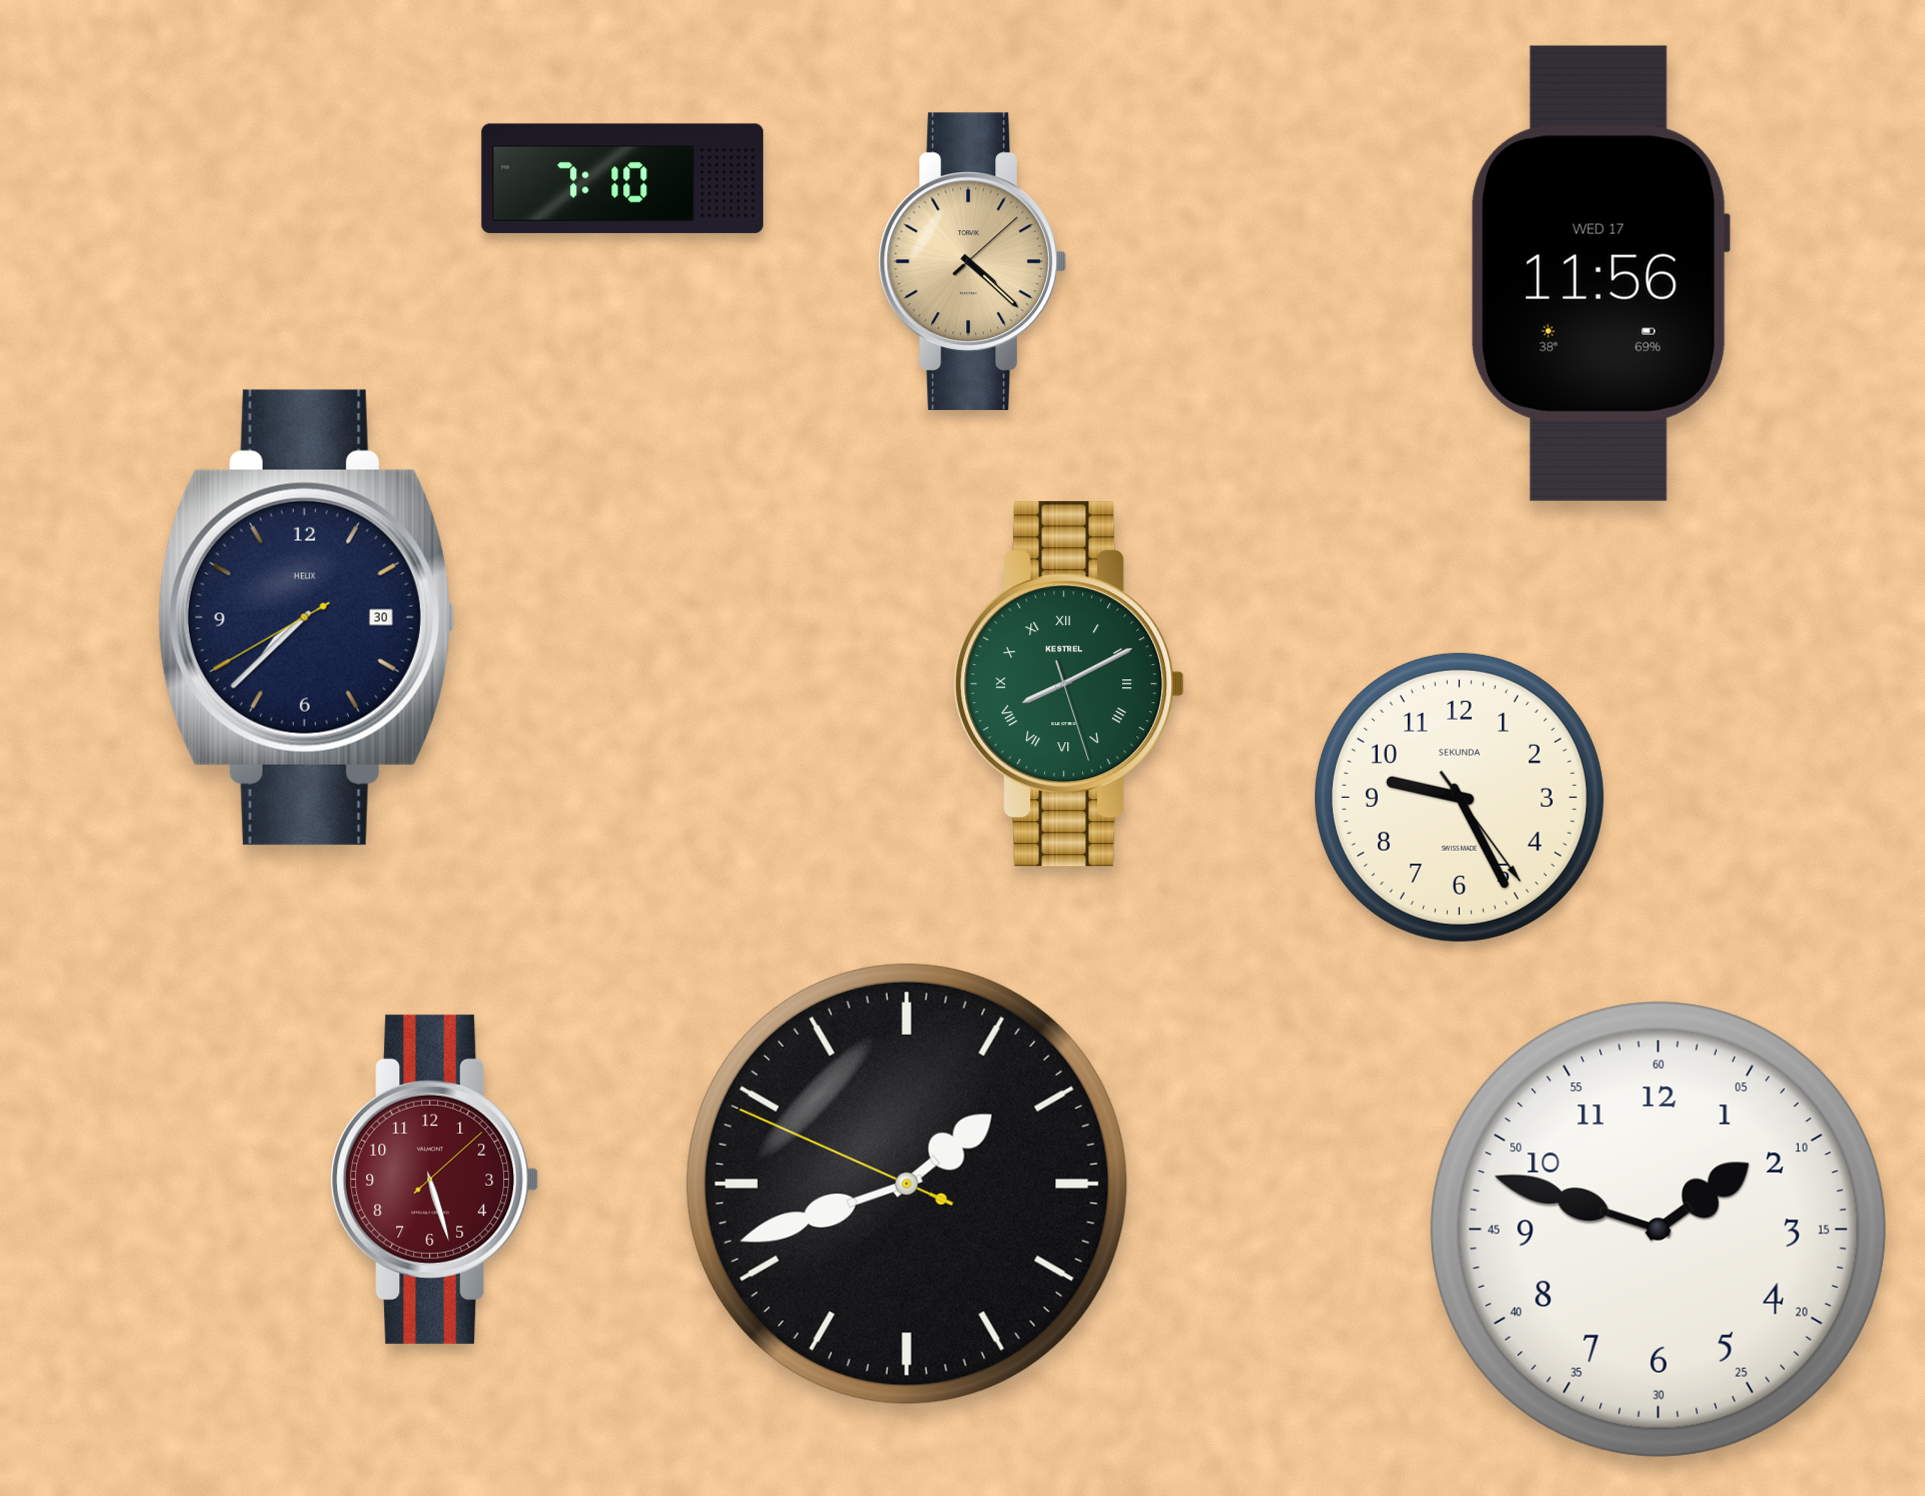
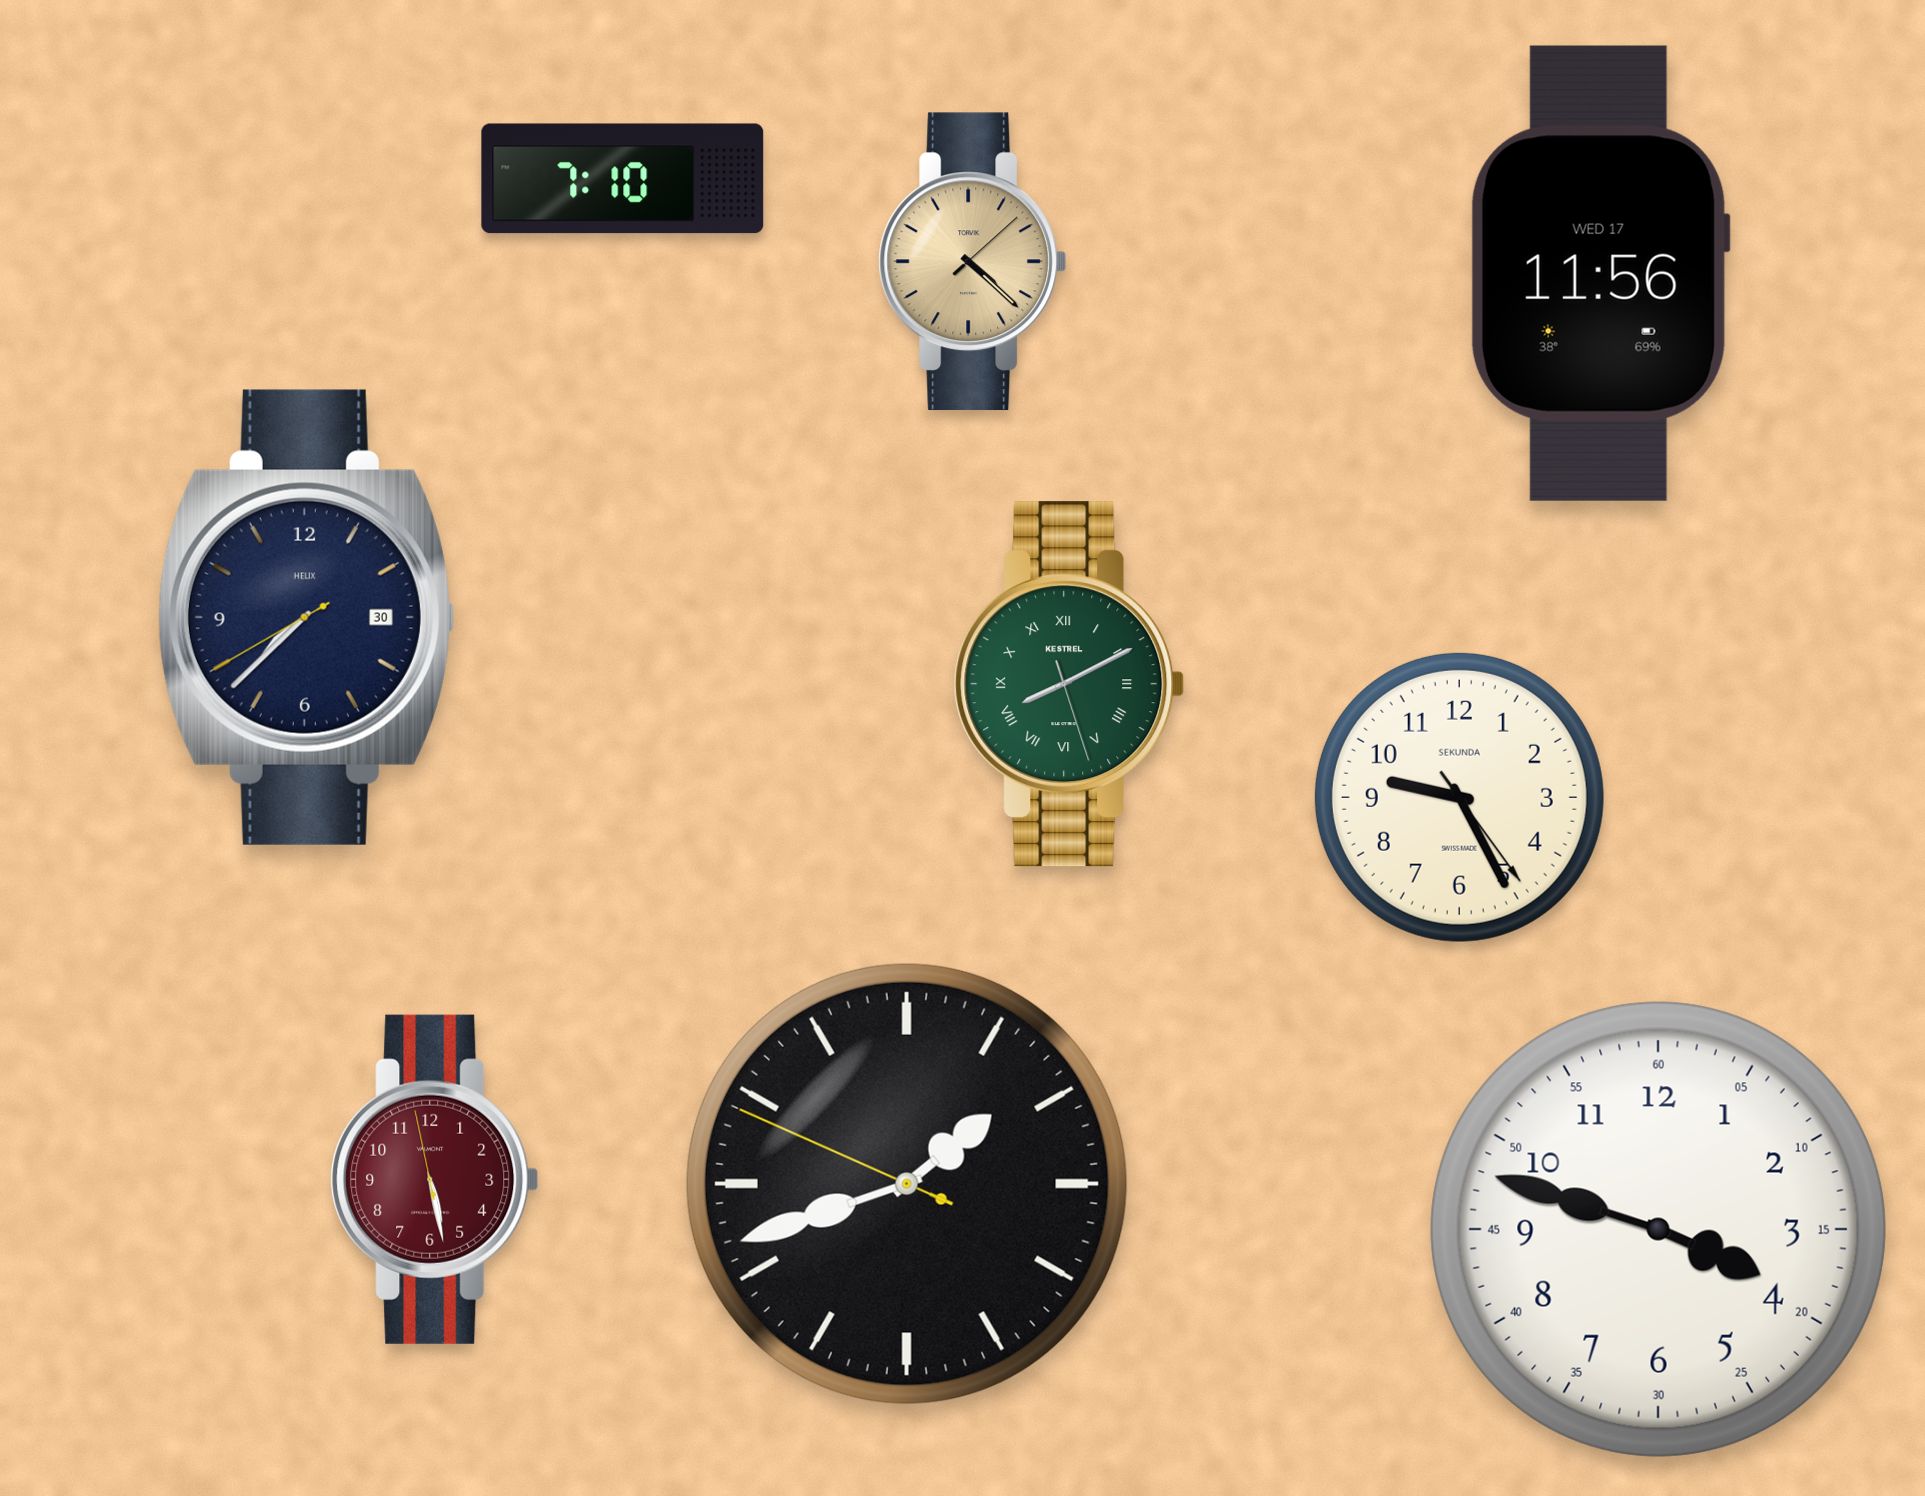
clock at (435, 1179): 5:27:08 -> 5:27:58
clock at (1658, 1229): 1:48 -> 3:48
